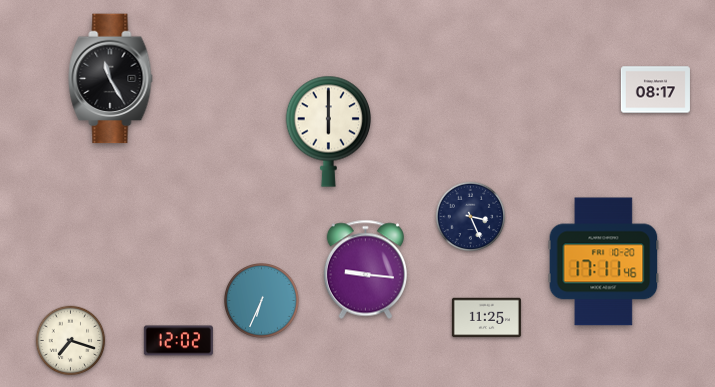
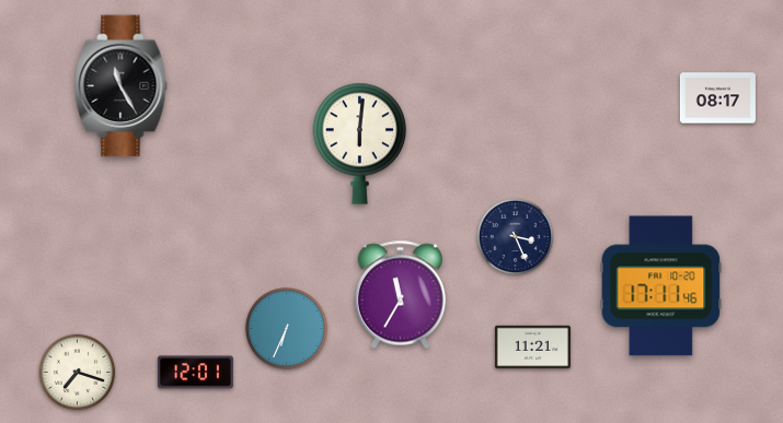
clock at (328, 131): 6:00 -> 6:01
clock at (365, 270): 9:16 -> 11:35
clock at (486, 318): 11:25 -> 11:21
clock at (178, 341): 12:02 -> 12:01
